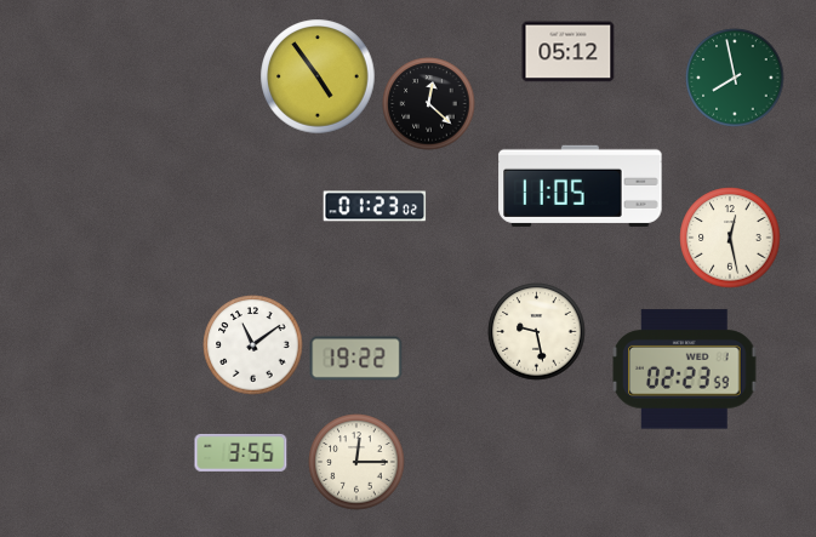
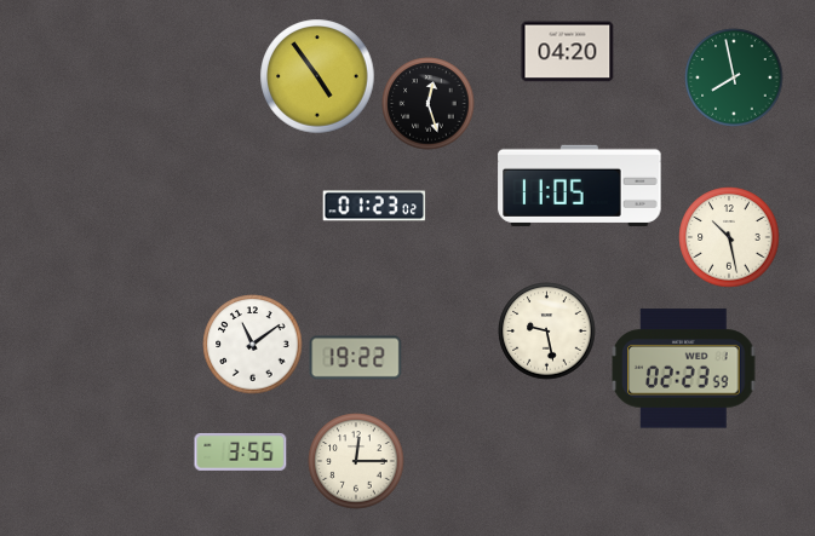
clock at (569, 52): 05:12 -> 04:20
clock at (429, 104): 12:22 -> 12:27
clock at (730, 238): 12:28 -> 10:28
clock at (537, 332) position: (537, 332) -> (547, 332)
